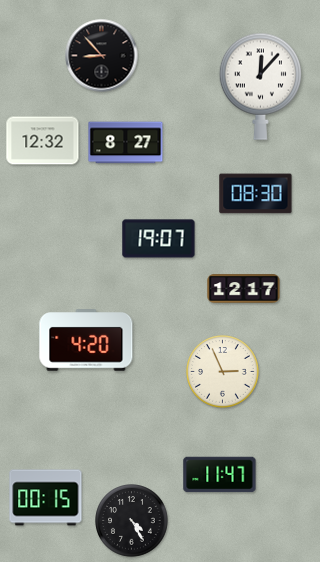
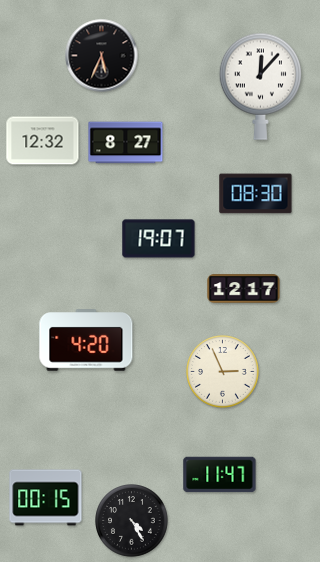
clock at (102, 56): 8:53 -> 5:34
